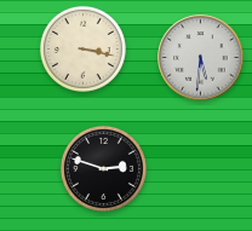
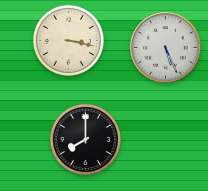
clock at (201, 58): 5:31 -> 5:26
clock at (103, 168): 2:48 -> 8:00
